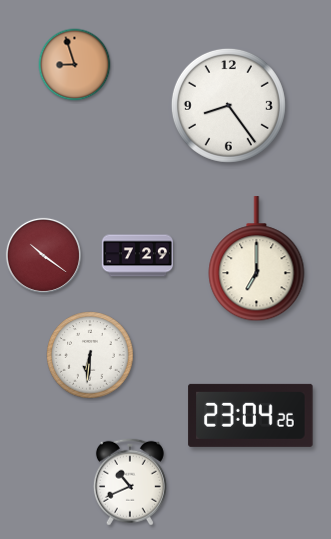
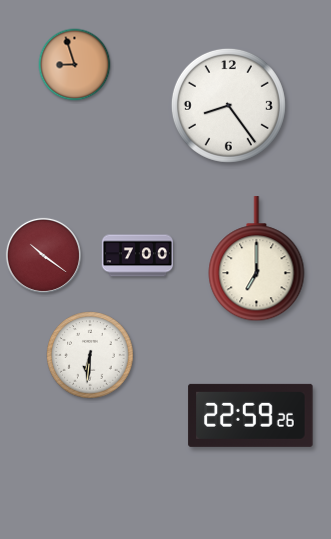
clock at (137, 256): 7:29 -> 7:00
clock at (251, 415): 23:04 -> 22:59
clock at (130, 482): 10:41 -> none
